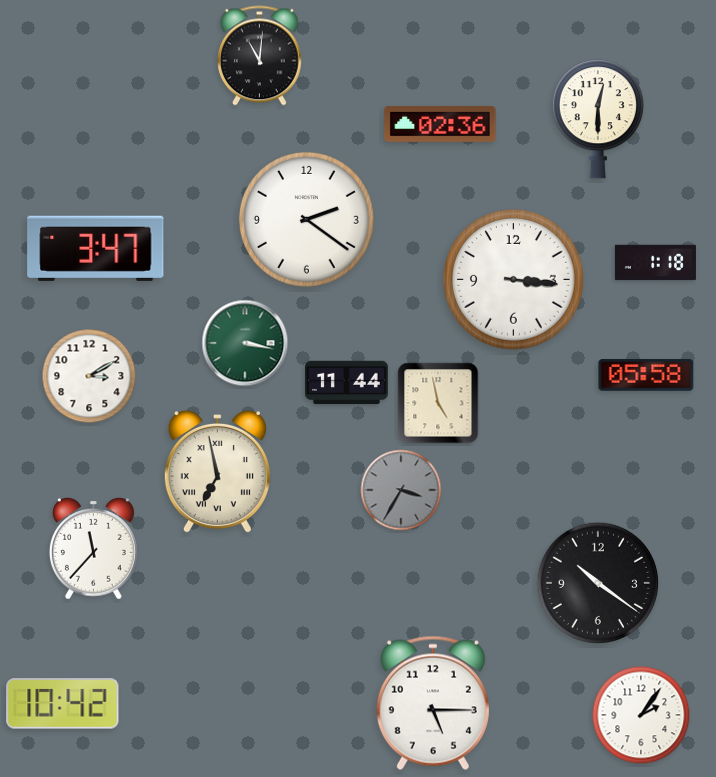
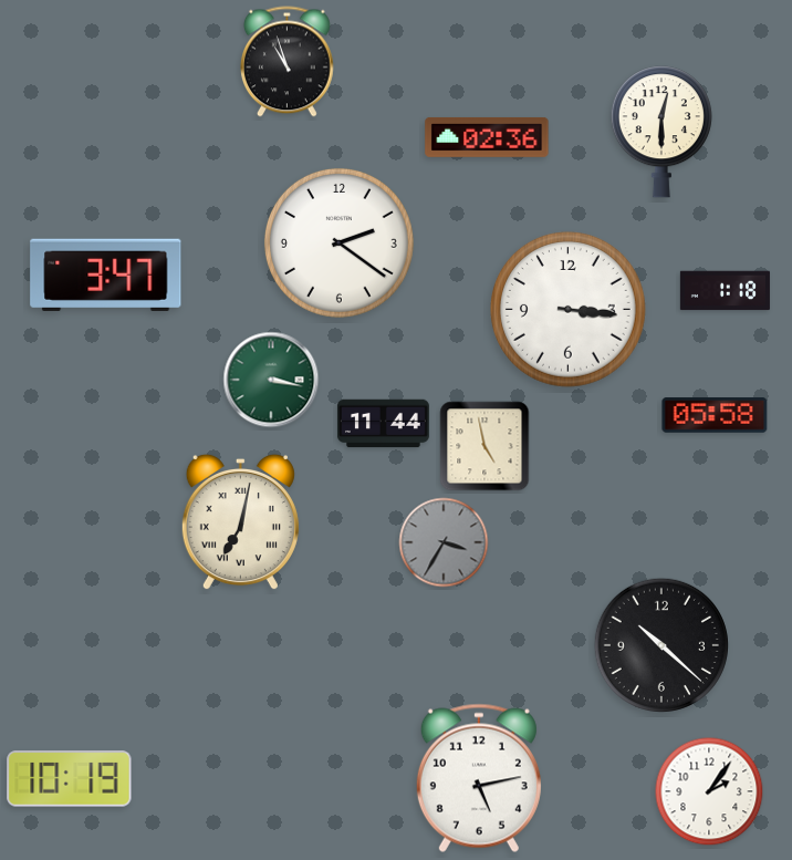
clock at (259, 56): 11:01 -> 10:57
clock at (89, 376): 3:10 -> none
clock at (217, 472): 6:58 -> 7:02
clock at (93, 548): 11:37 -> none
clock at (598, 583): 10:21 -> 10:22
clock at (433, 703): 5:15 -> 5:13
clock at (63, 704): 10:42 -> 10:19
